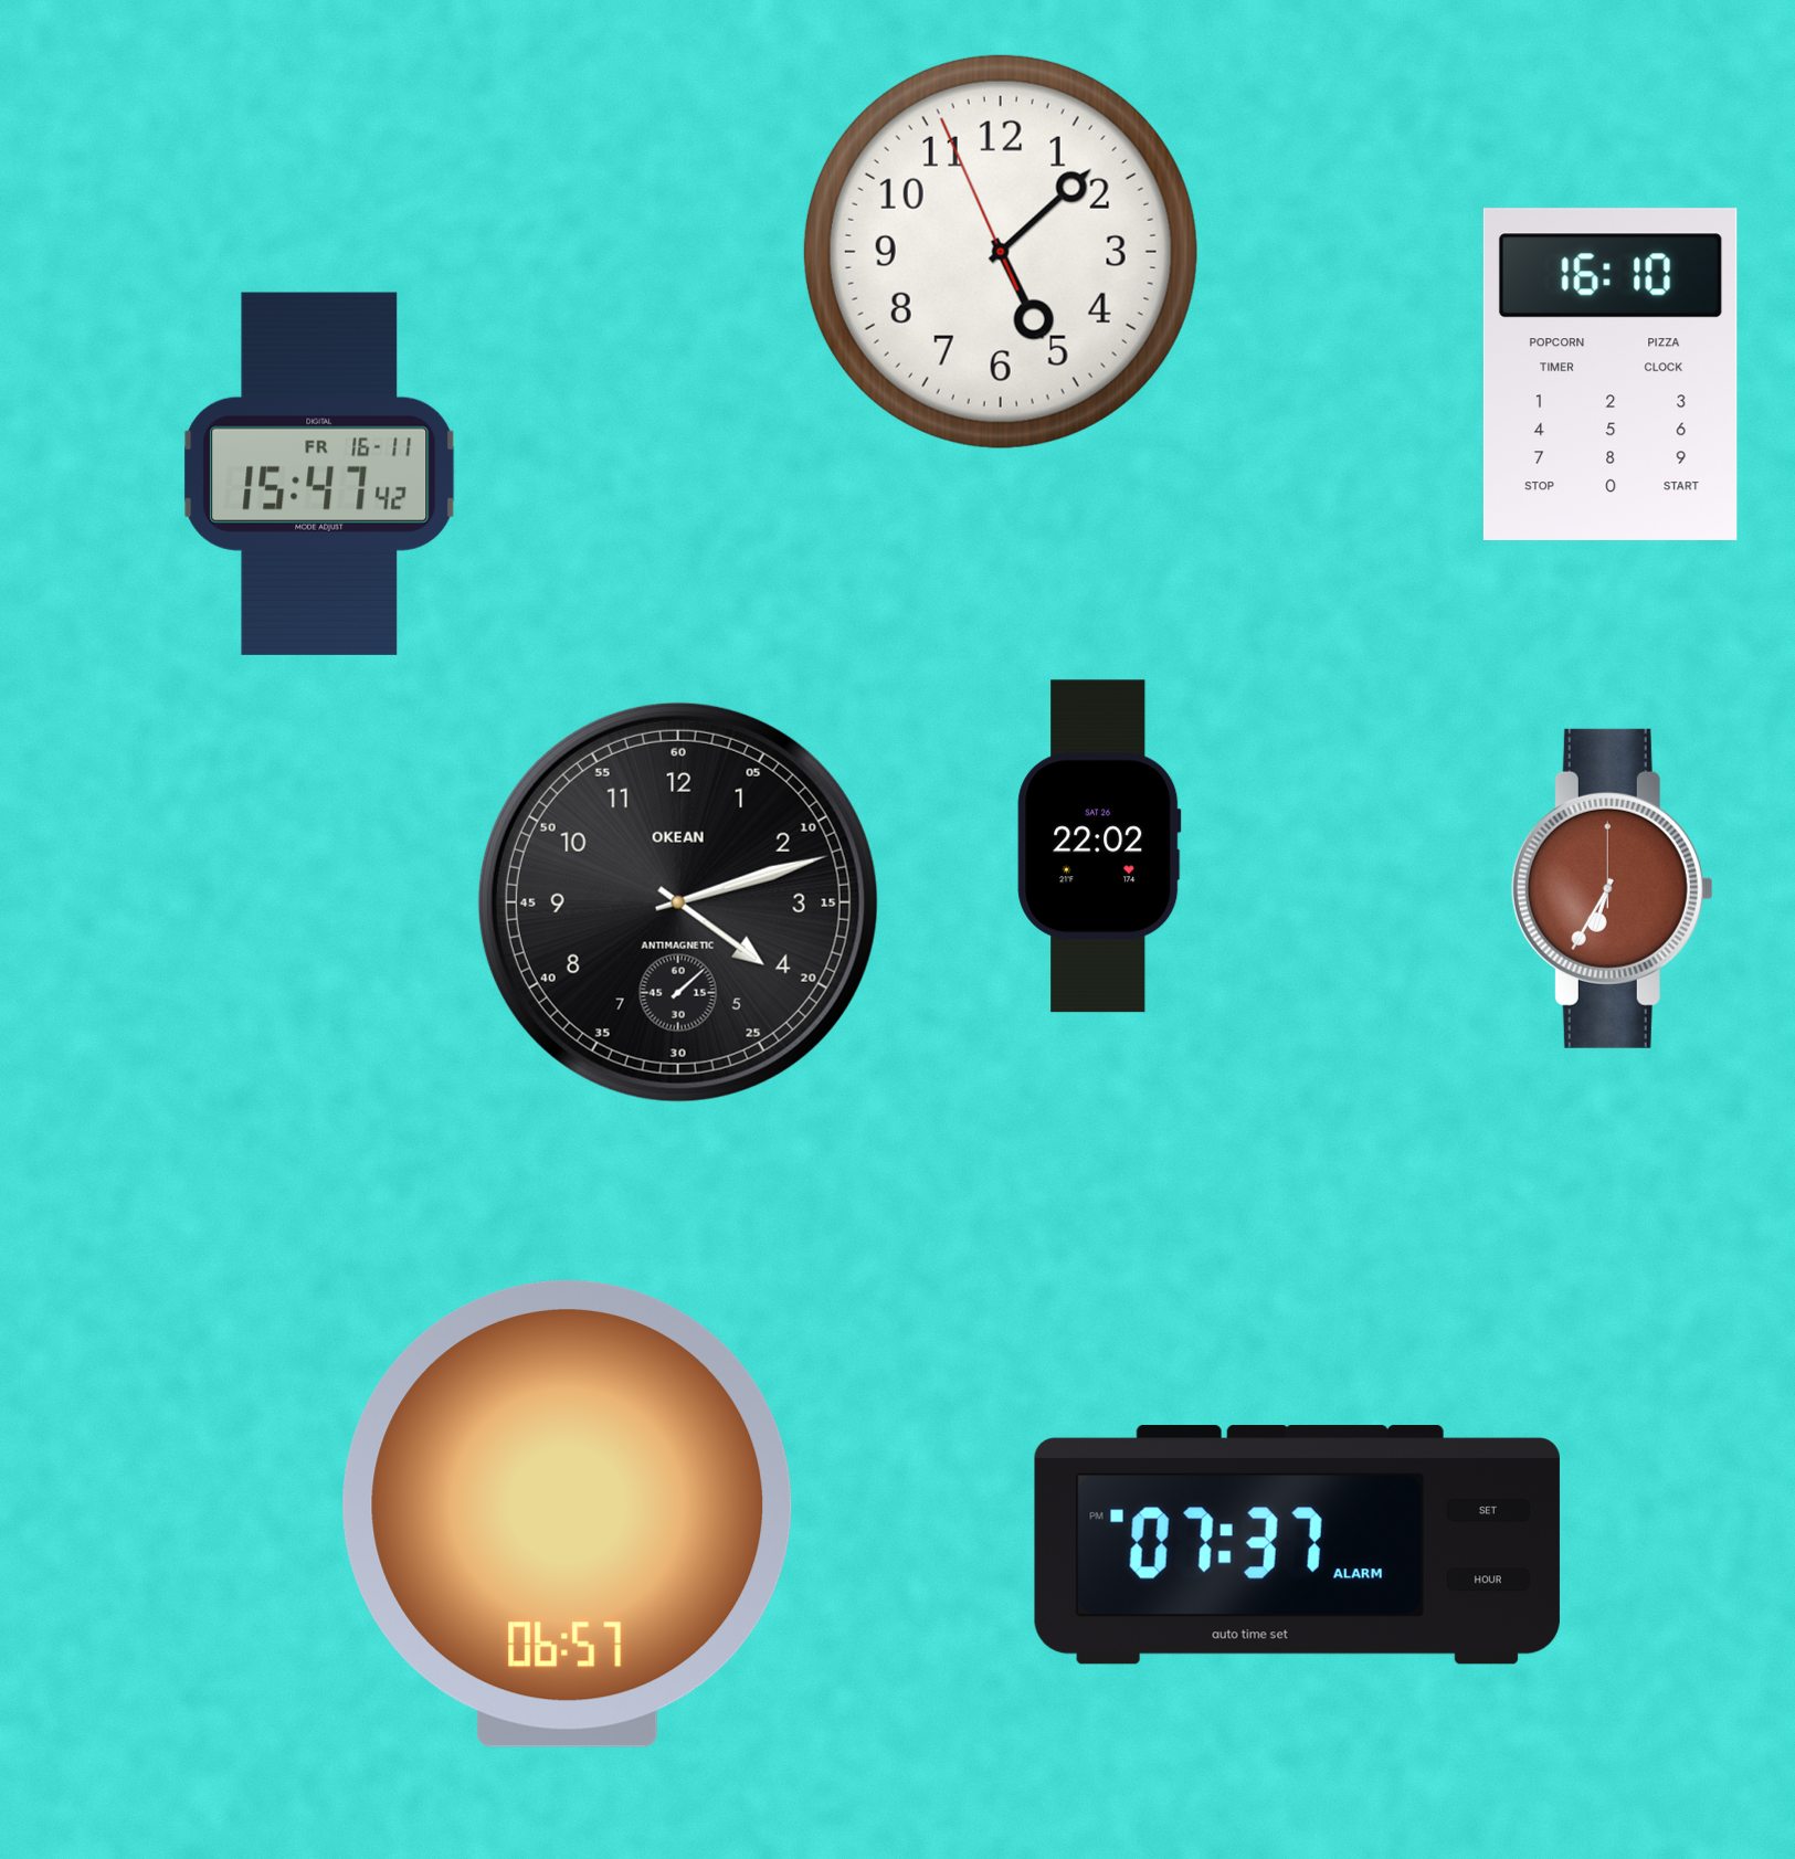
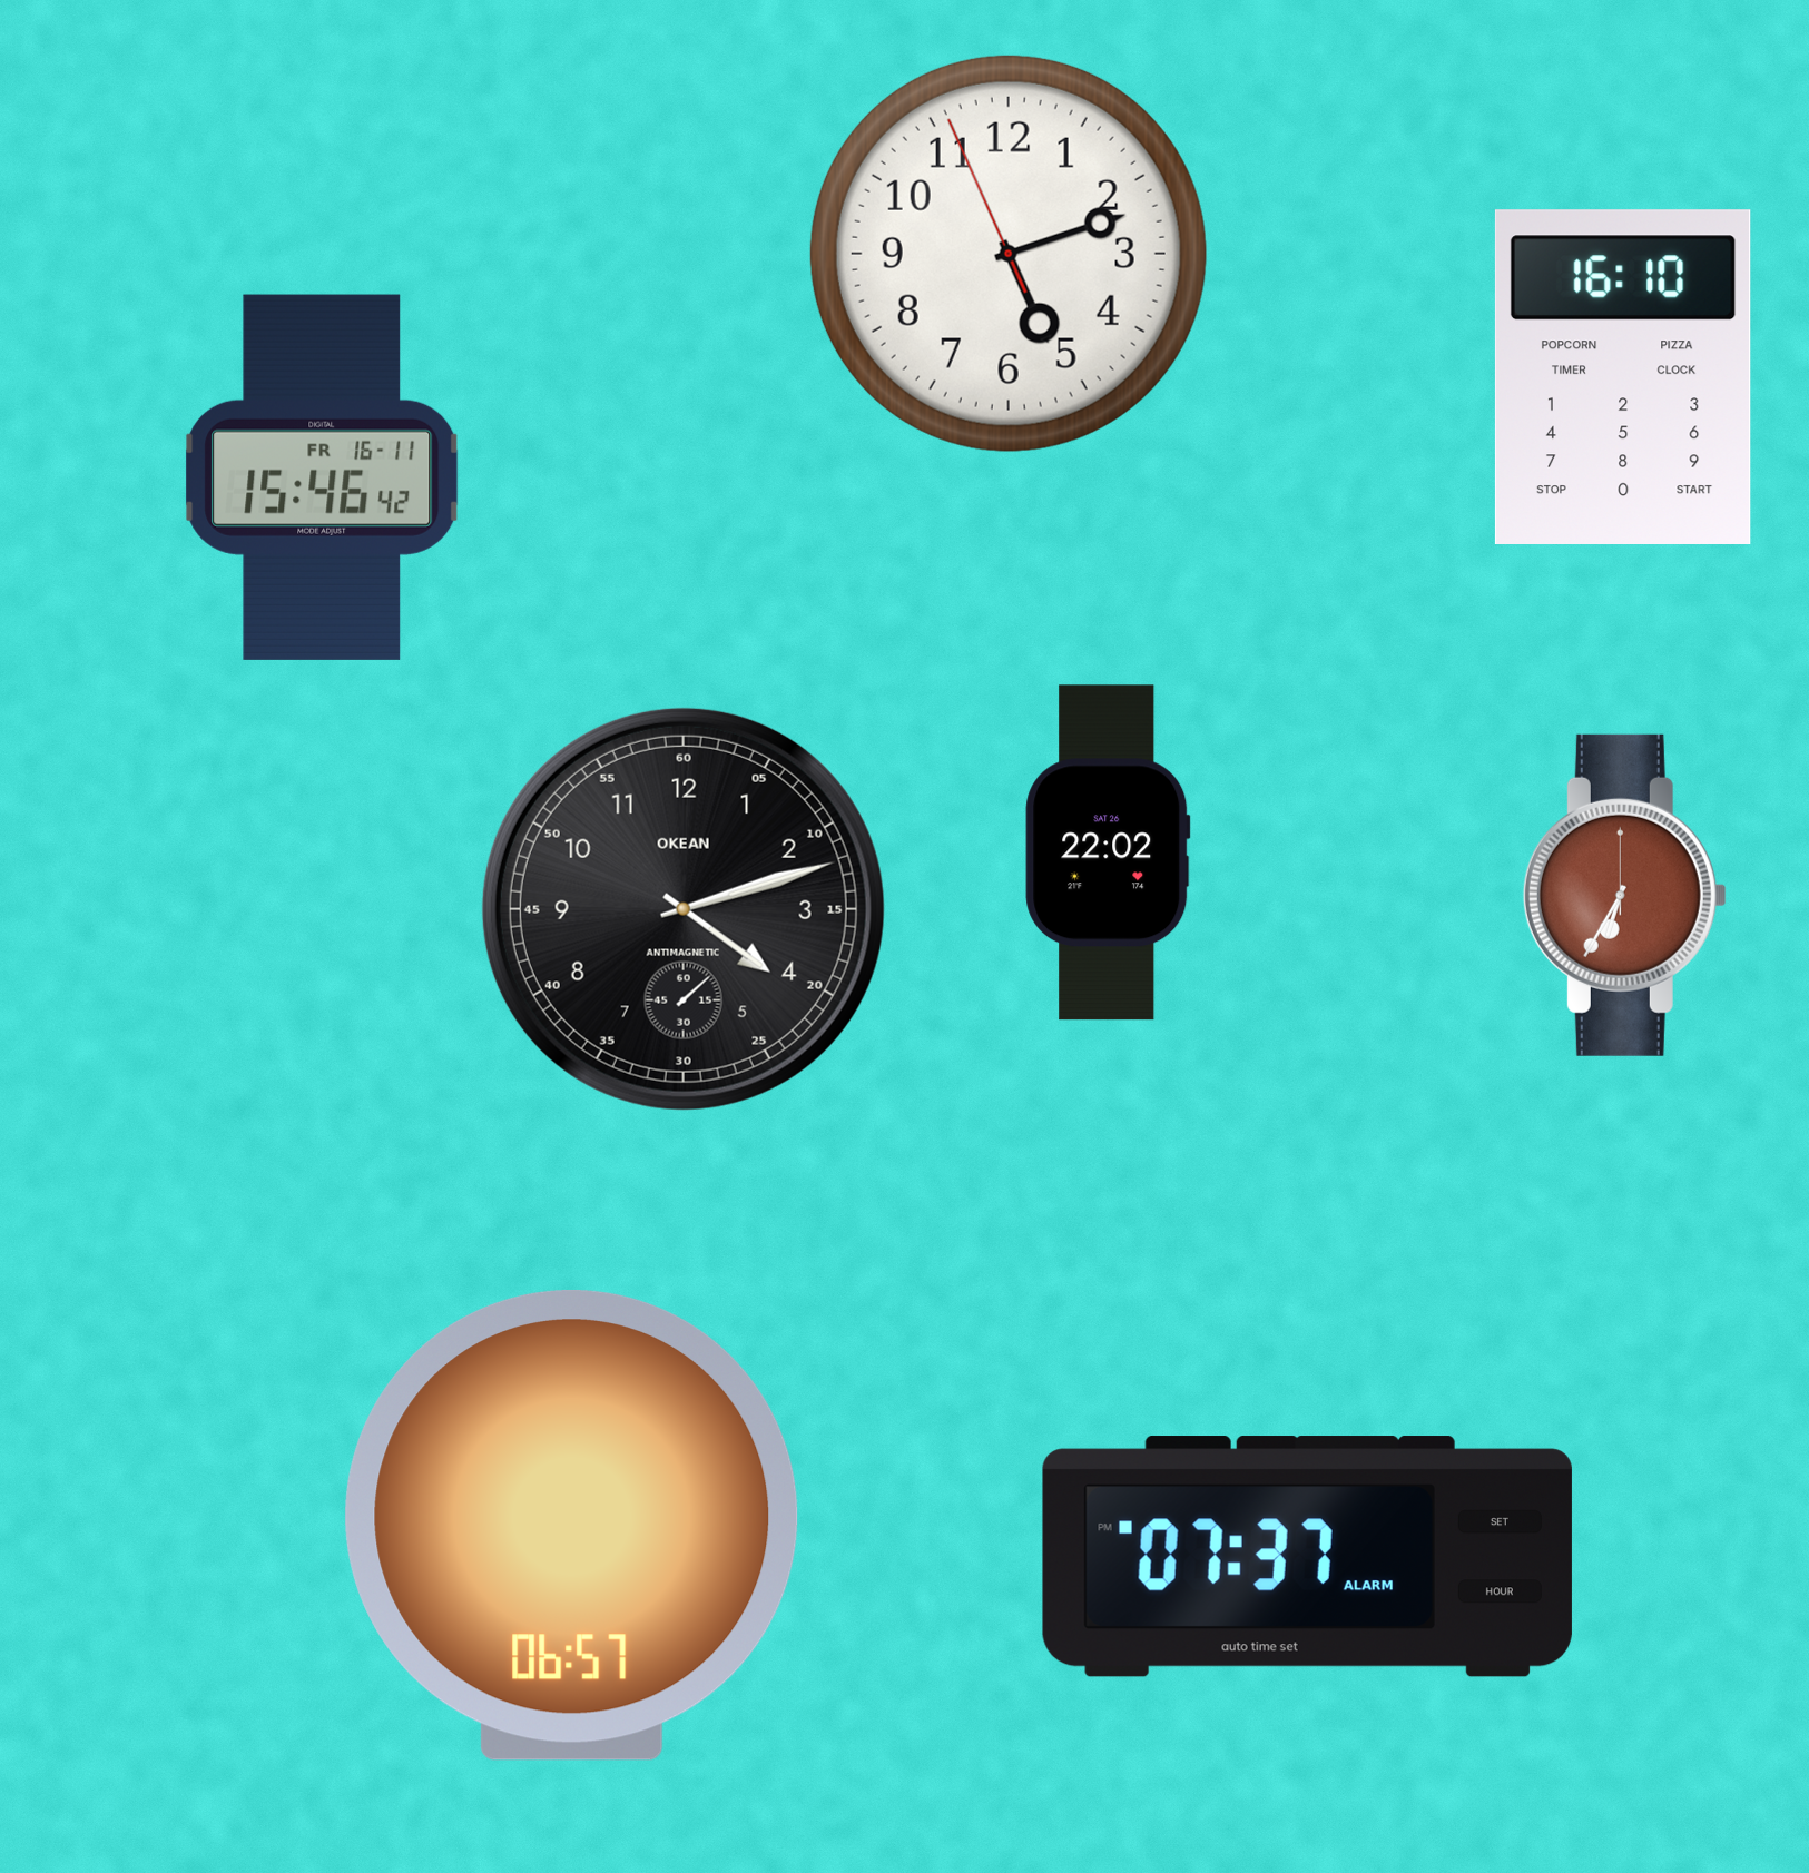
clock at (1001, 252): 5:07 -> 5:11
clock at (319, 474): 15:47 -> 15:46
